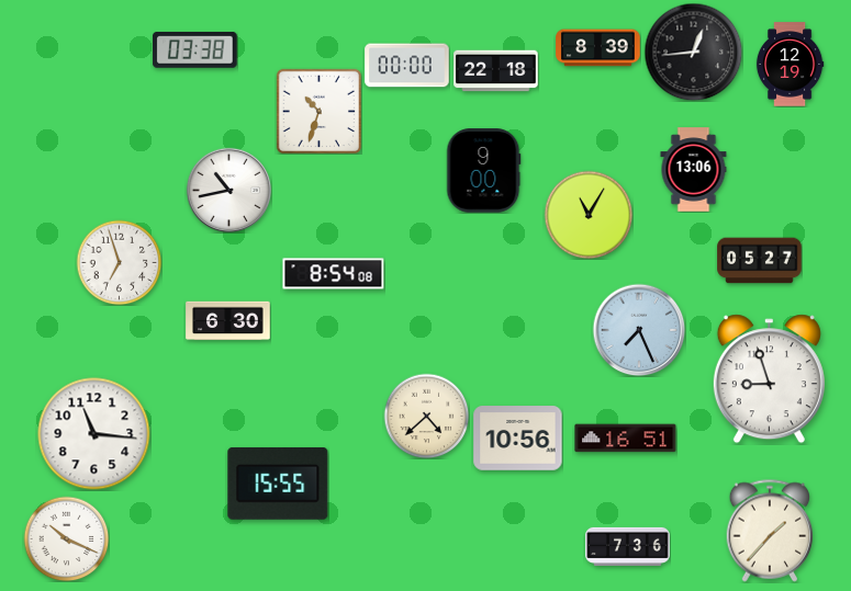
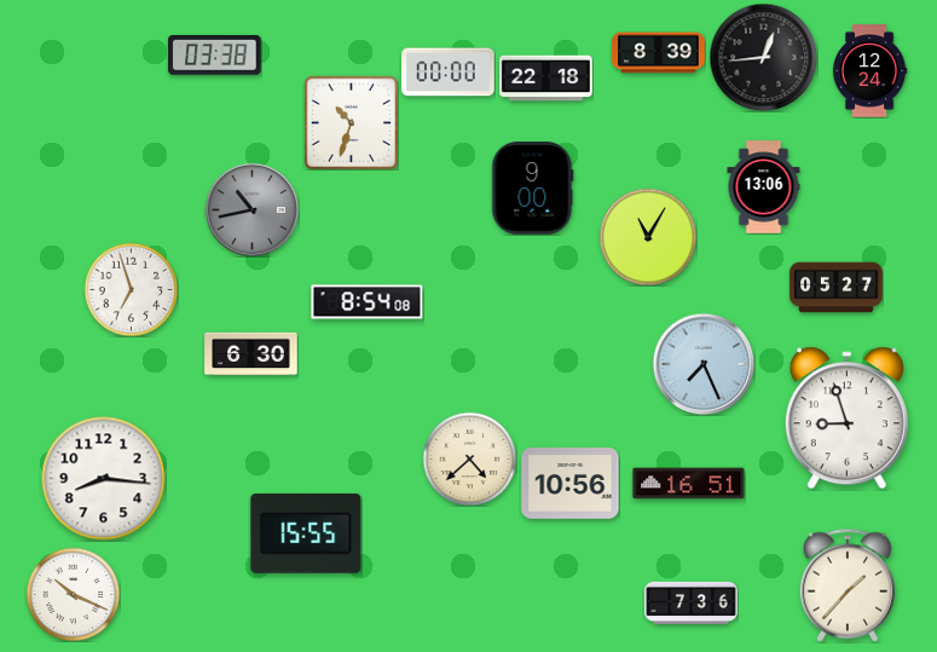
clock at (790, 65): 12:19 -> 12:24
clock at (228, 190) dial: white -> grey
clock at (94, 434): 11:16 -> 8:16
